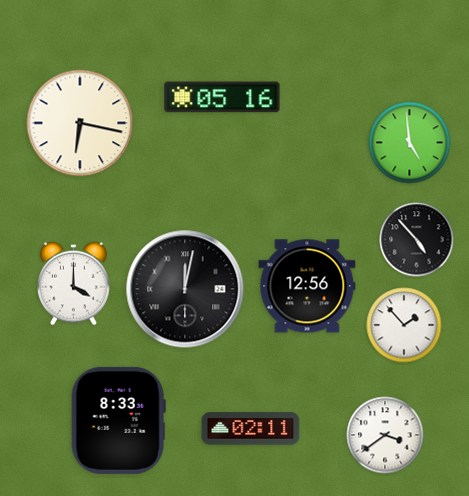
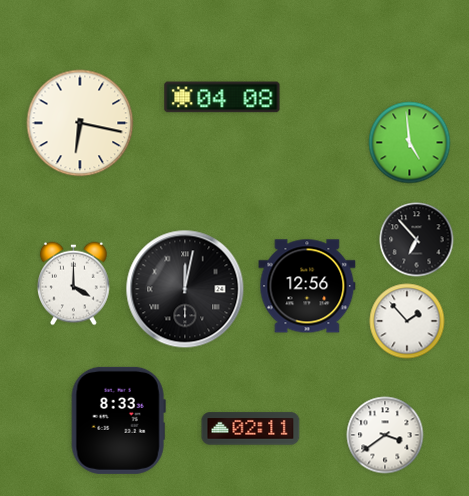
clock at (222, 97): 05:16 -> 04:08
clock at (417, 240): 4:53 -> 6:53
clock at (404, 325) position: (404, 325) -> (407, 321)
